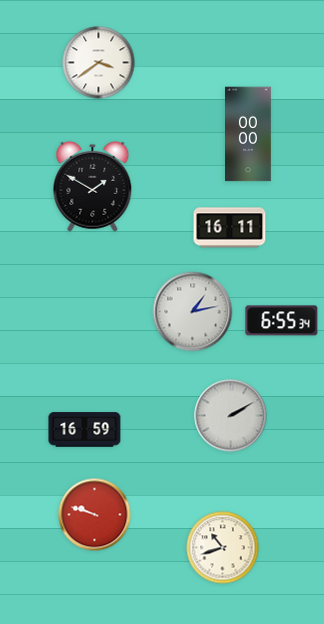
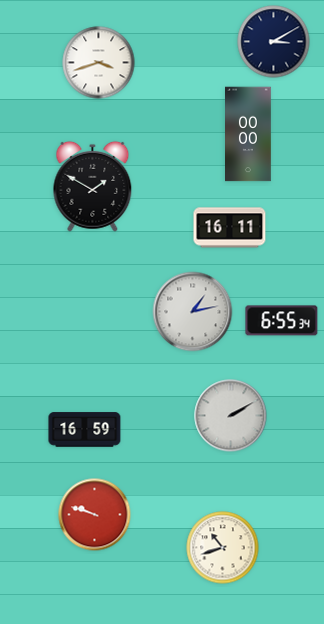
clock at (274, 42): none -> 3:10
clock at (99, 63): 3:39 -> 3:42
